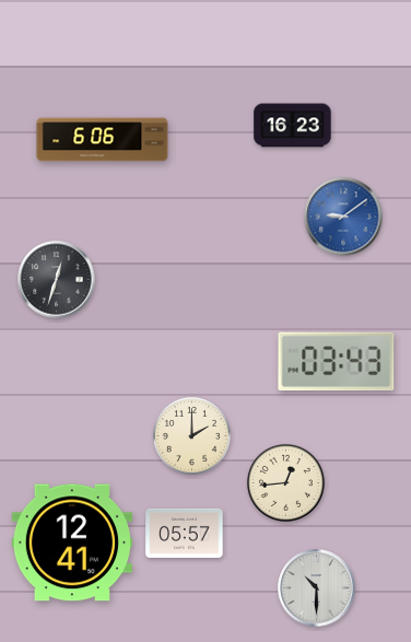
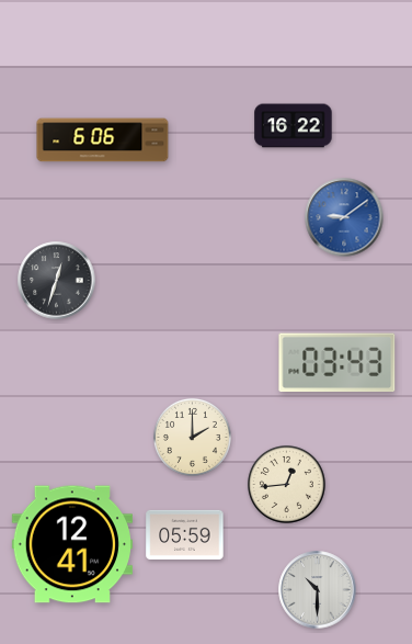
clock at (293, 126): 16:23 -> 16:22
clock at (185, 533): 05:57 -> 05:59
